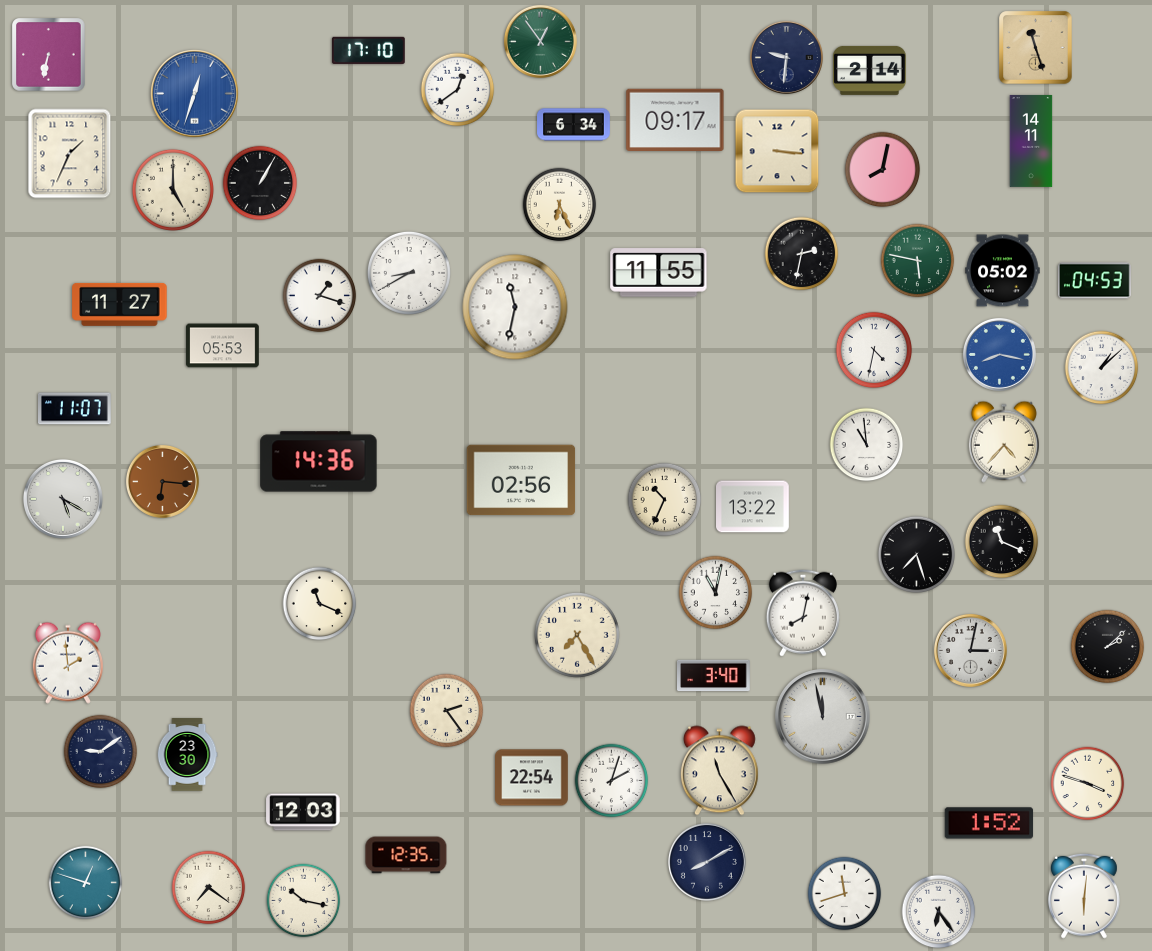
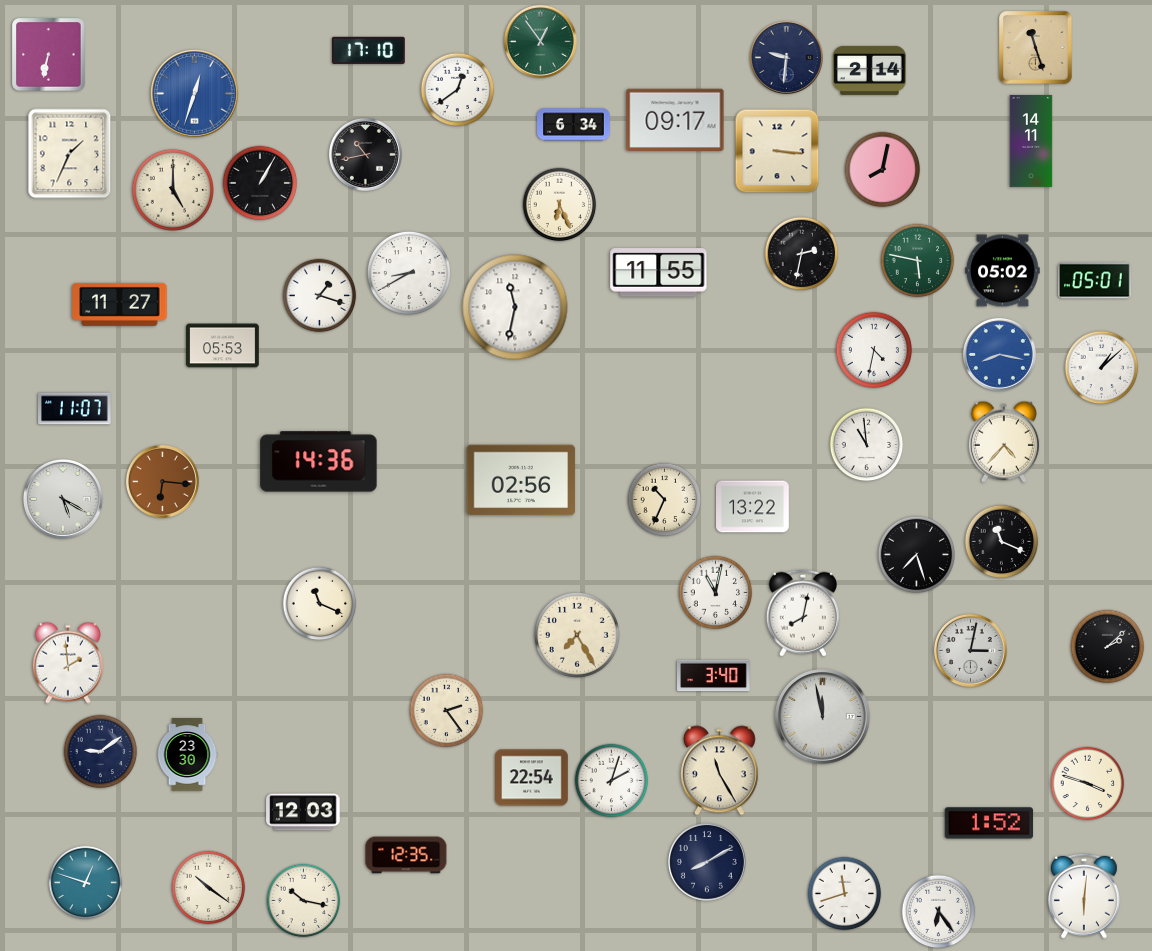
clock at (365, 154): none -> 10:43
clock at (1095, 281): 04:53 -> 05:01
clock at (209, 888): 7:21 -> 10:21
